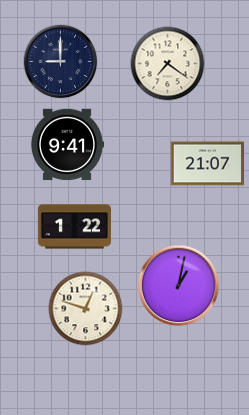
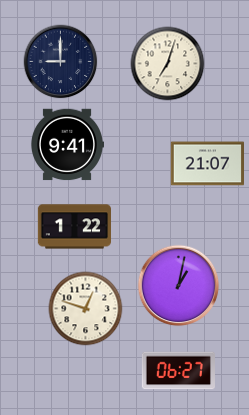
clock at (168, 64): 7:21 -> 7:03
clock at (178, 371): none -> 06:27
